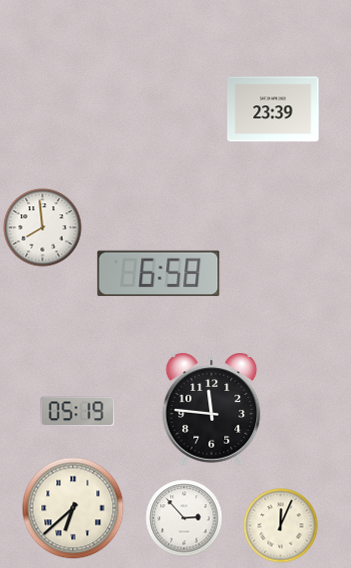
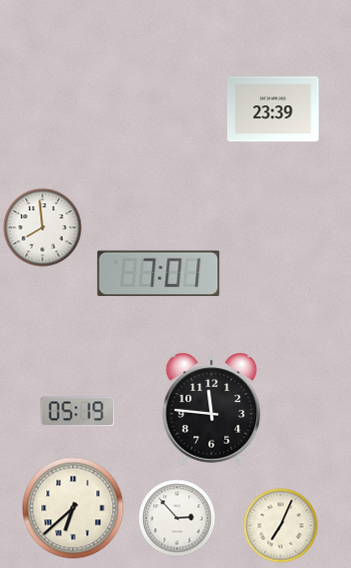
clock at (159, 274): 6:58 -> 7:01
clock at (184, 518) position: (184, 518) -> (177, 518)
clock at (281, 526): 12:04 -> 7:04
